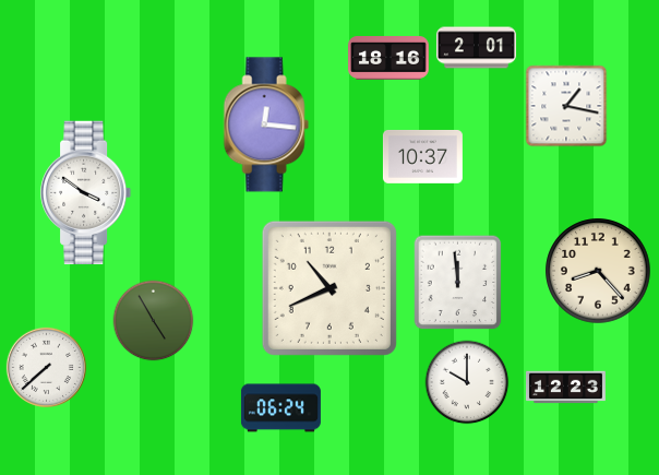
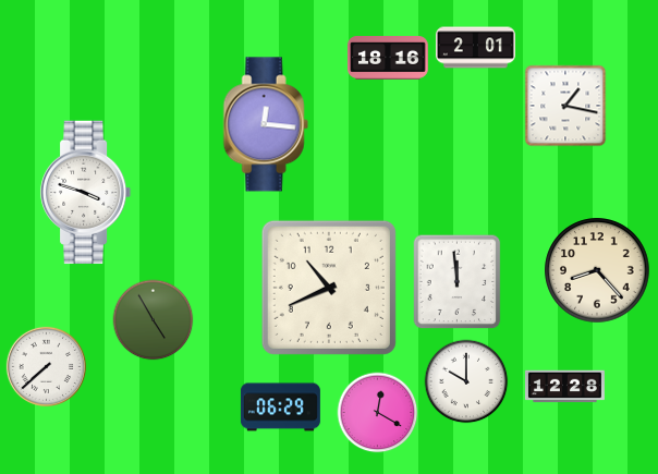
clock at (422, 156): 10:37 -> none
clock at (86, 193): 3:51 -> 3:48
clock at (565, 388): 12:23 -> 12:28
clock at (280, 408): 06:24 -> 06:29
clock at (378, 413): none -> 12:20
